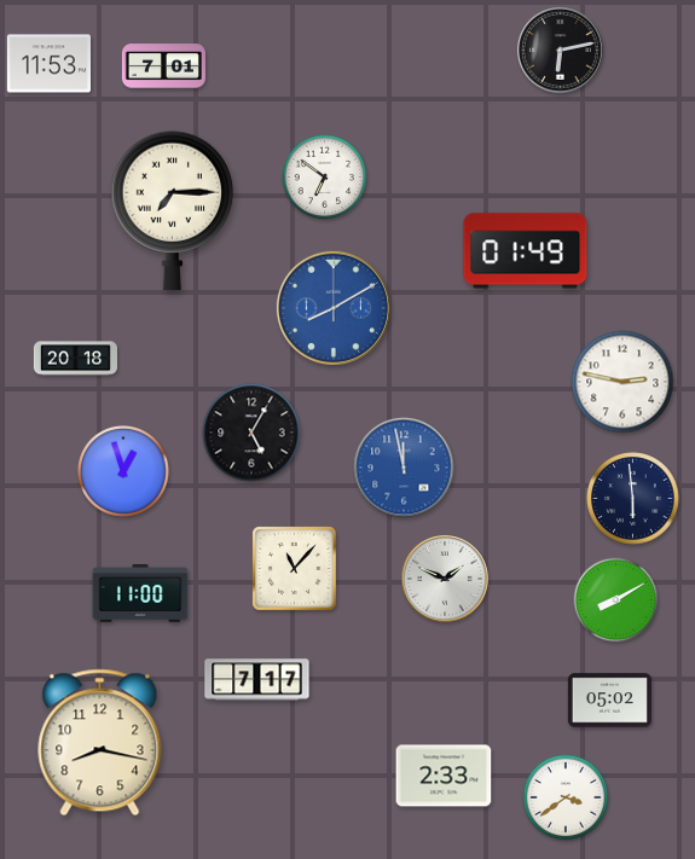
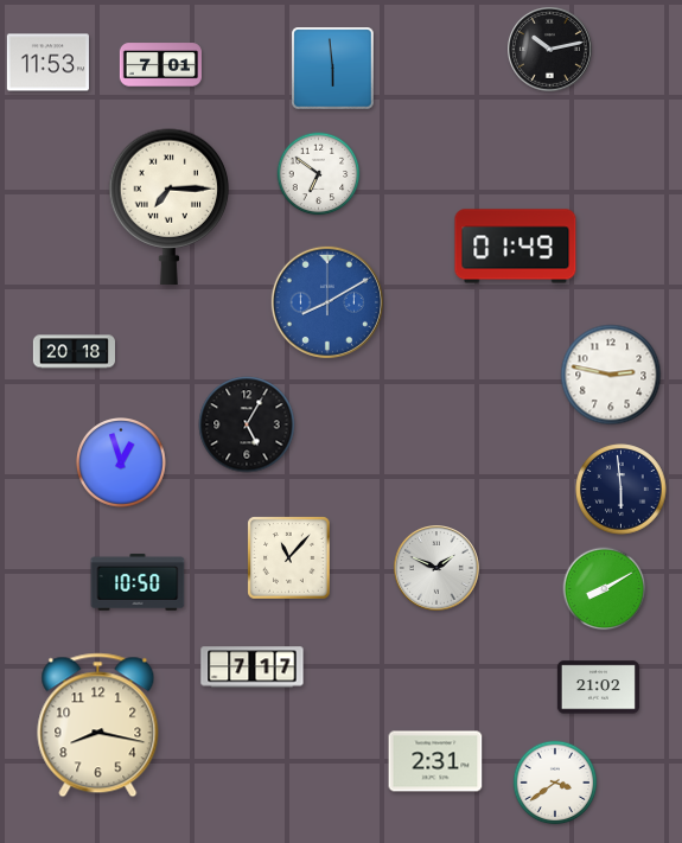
clock at (561, 51): 6:13 -> 10:13
clock at (333, 69): none -> 5:59
clock at (404, 468): 11:58 -> none
clock at (140, 593): 11:00 -> 10:50
clock at (609, 701): 05:02 -> 21:02
clock at (100, 743) position: (100, 743) -> (98, 726)
clock at (444, 776): 2:33 -> 2:31
